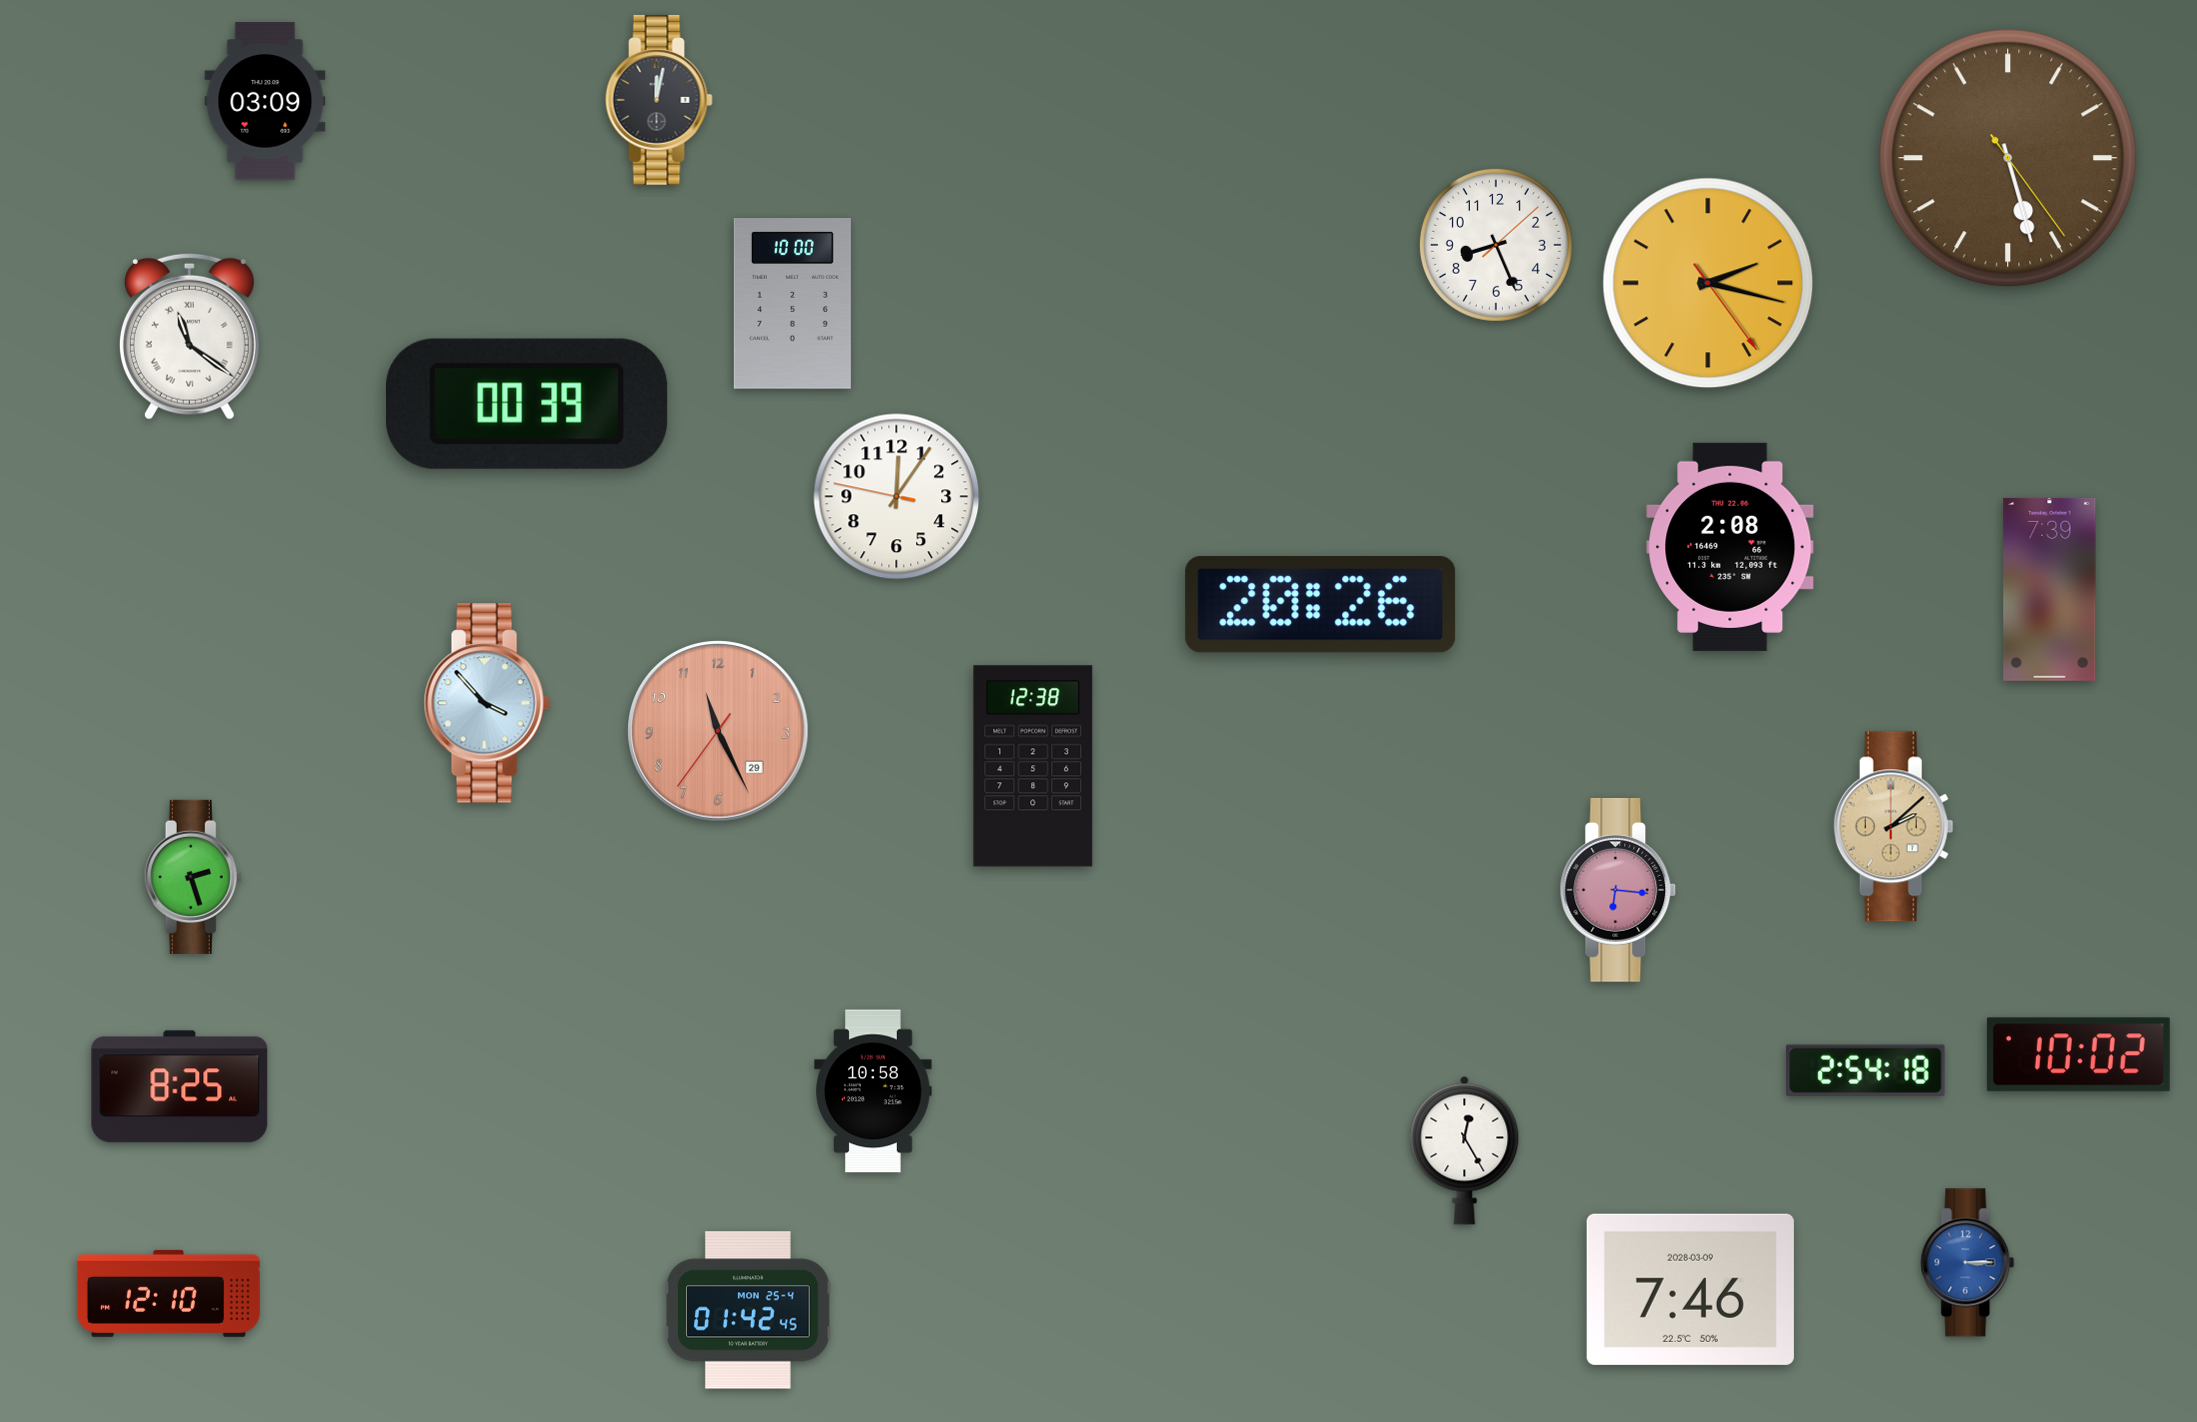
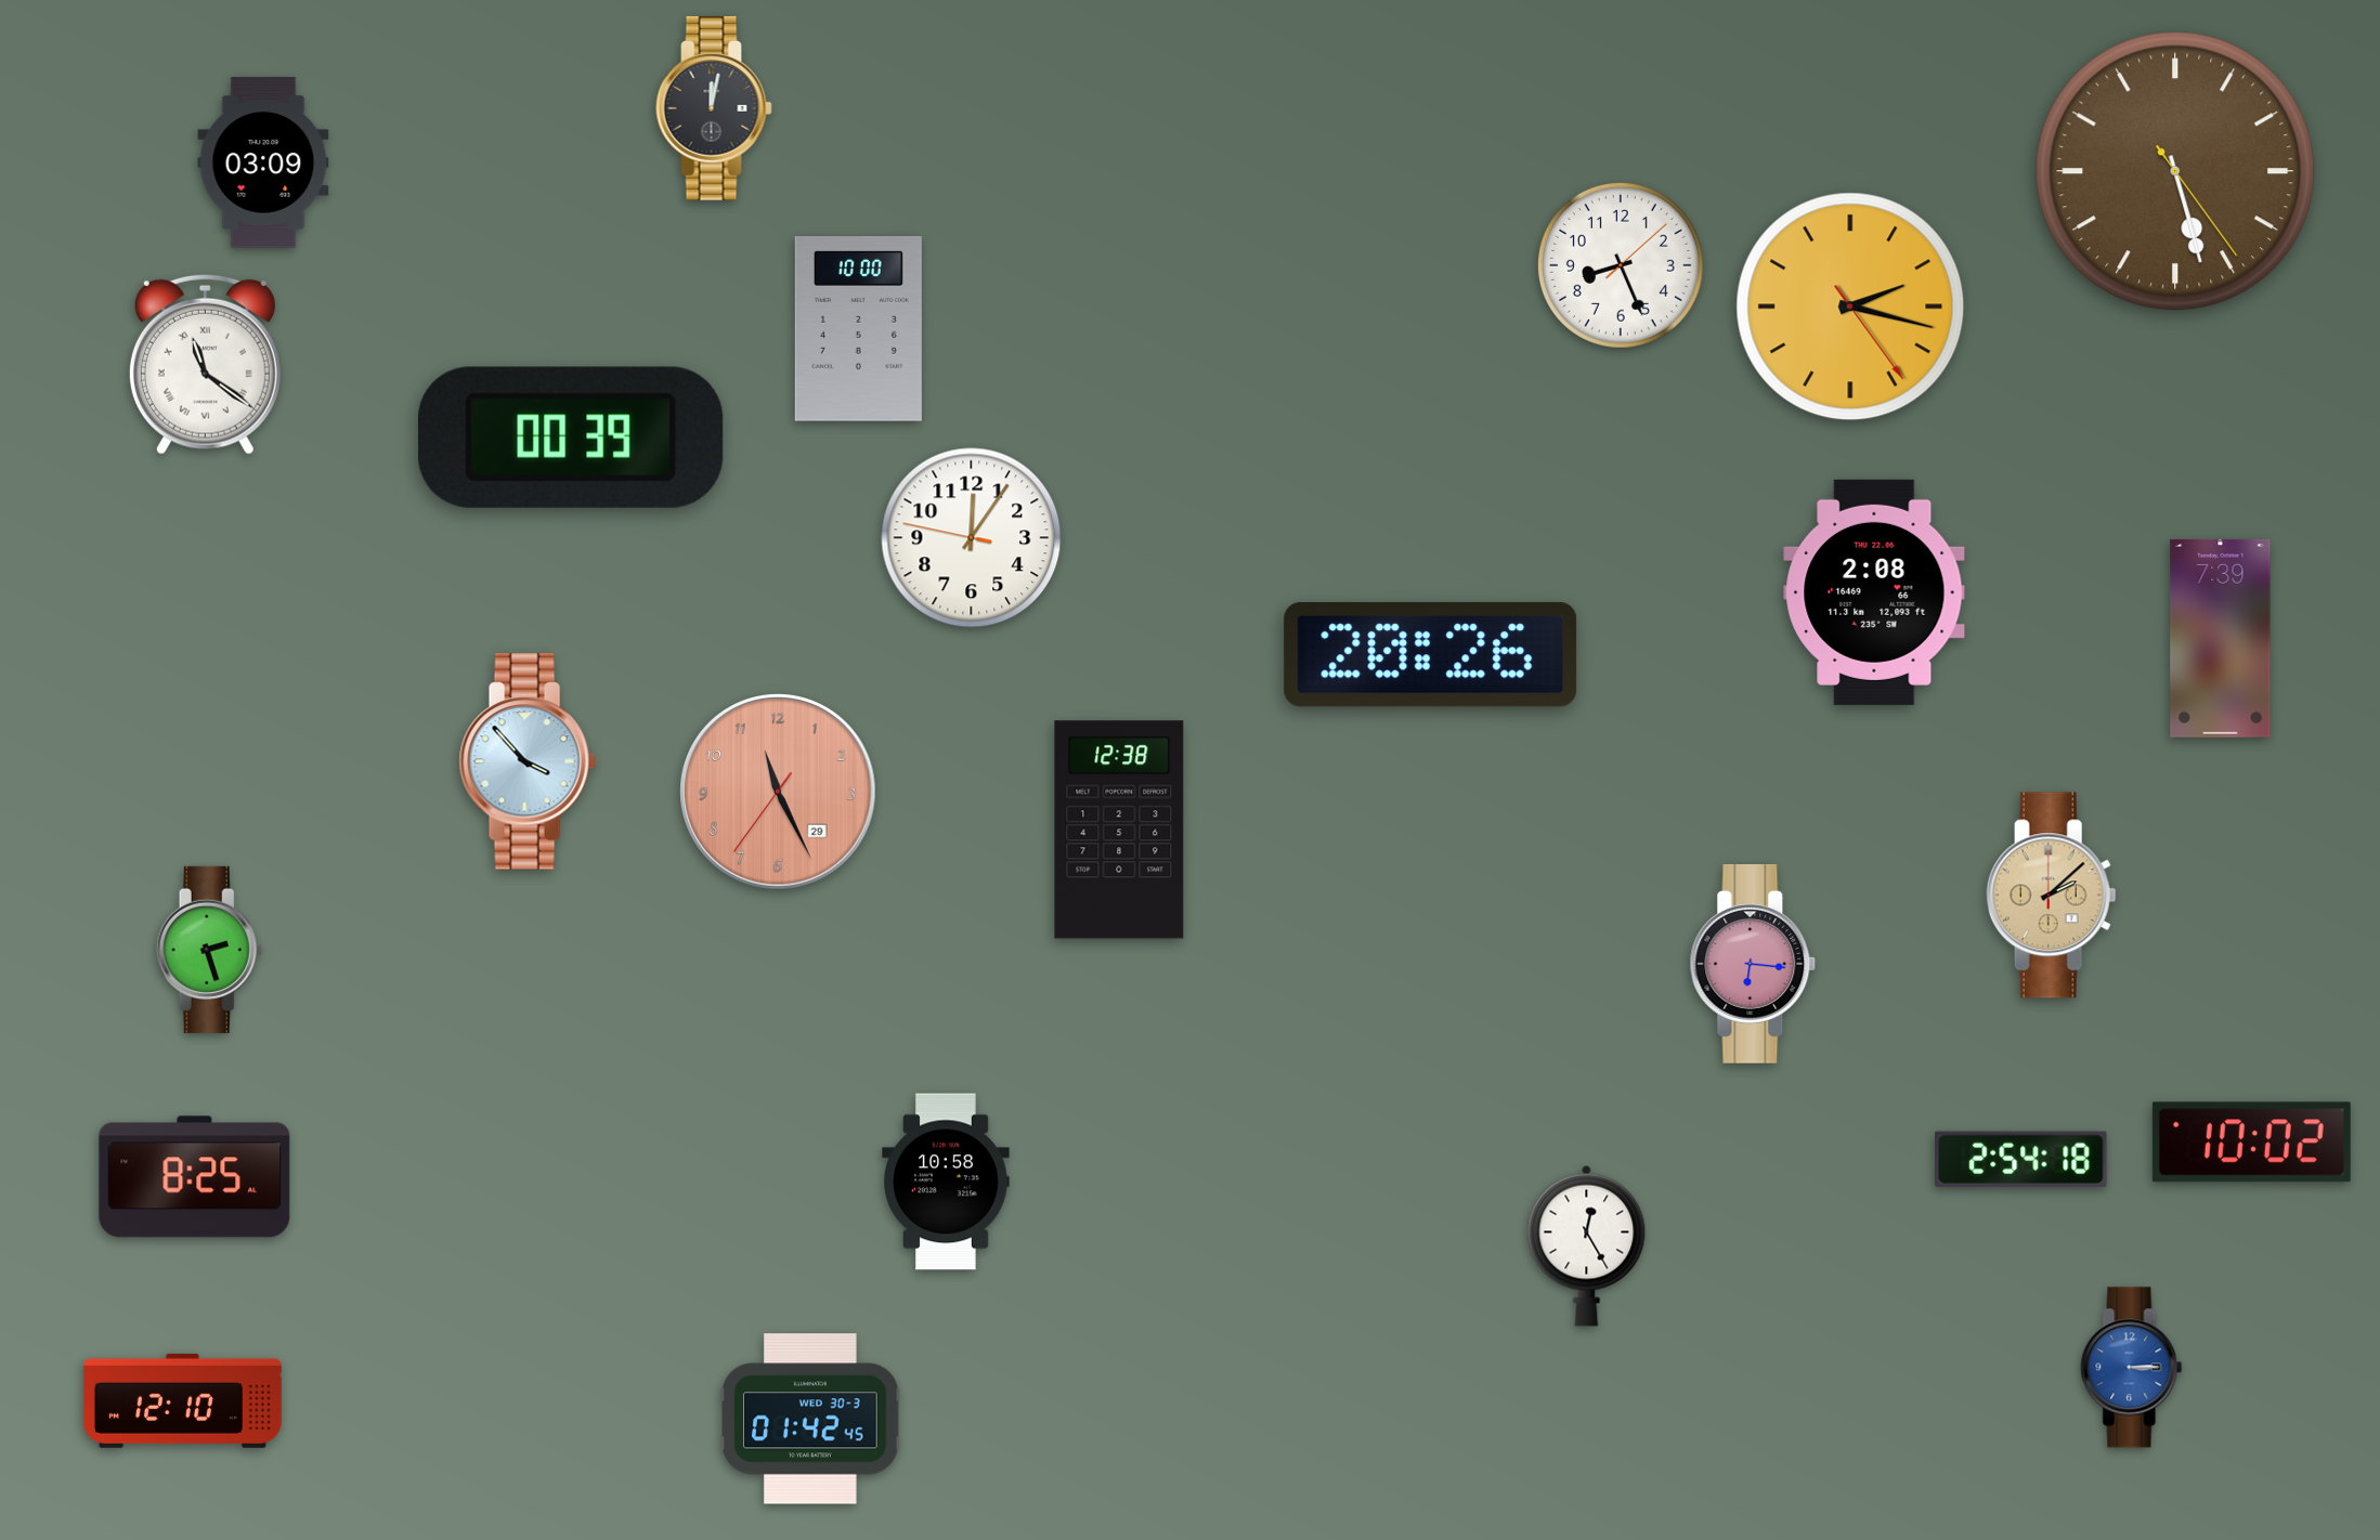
clock at (265, 101) position: (265, 101) -> (263, 162)
clock at (1690, 1289): 7:46 -> none
clock at (748, 1310) date: MON 25-4 -> WED 30-3
